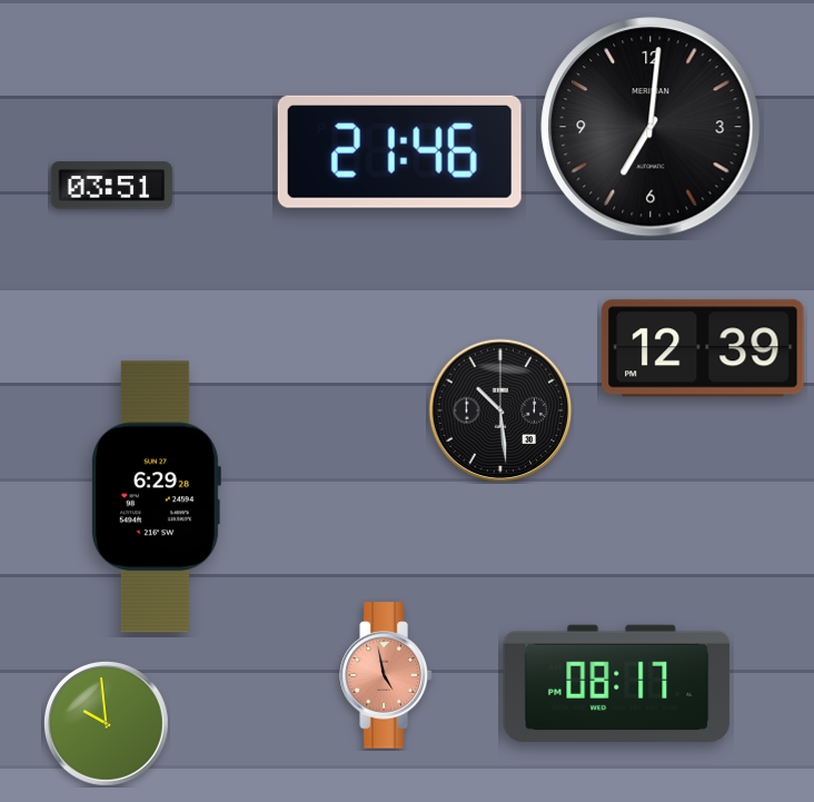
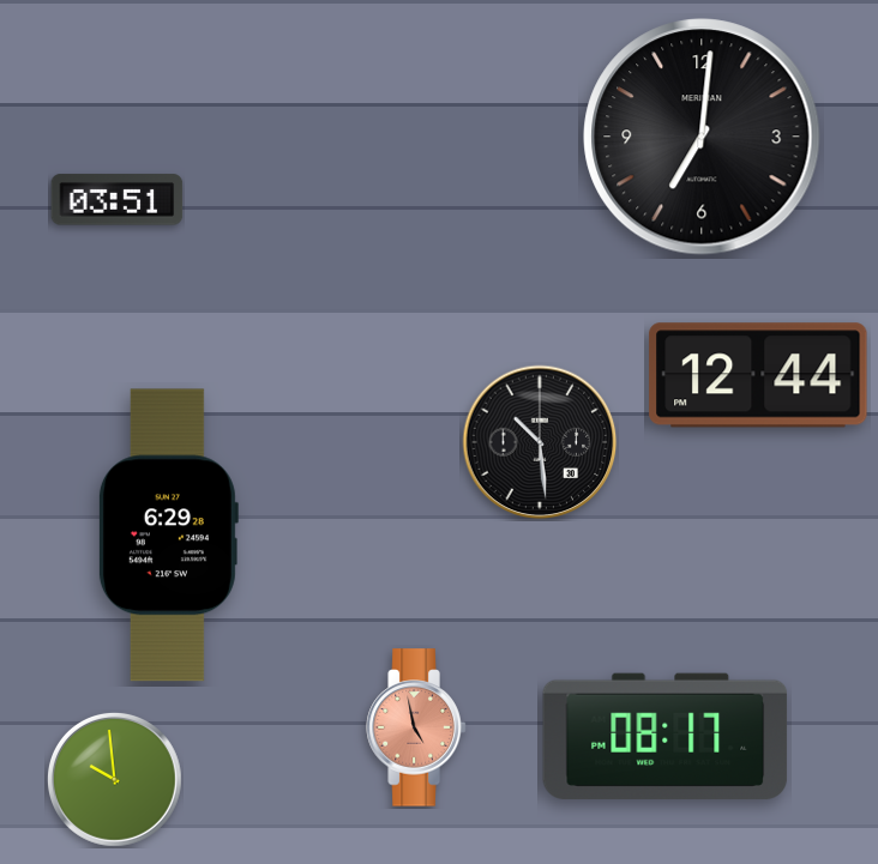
clock at (399, 151): 21:46 -> none
clock at (112, 186) position: (112, 186) -> (118, 200)
clock at (703, 348): 12:39 -> 12:44
